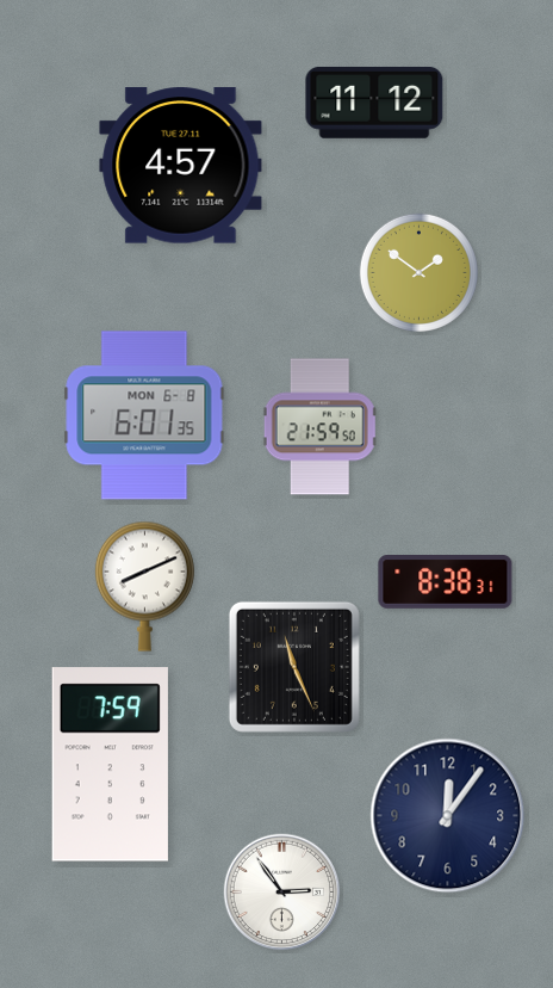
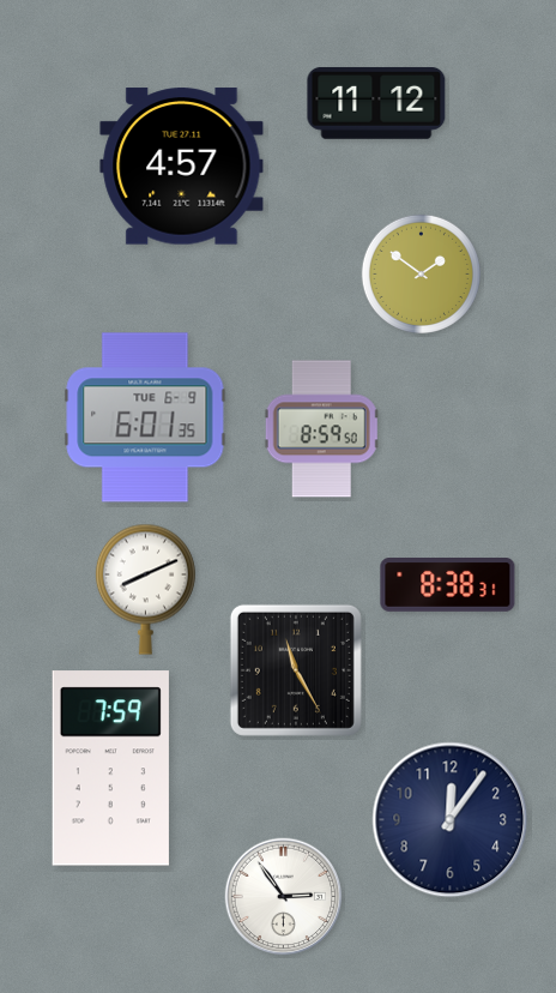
clock at (144, 415) date: MON 6-8 -> TUE 6-9
clock at (321, 427): 21:59 -> 8:59
clock at (294, 667): 11:26 -> 11:25
